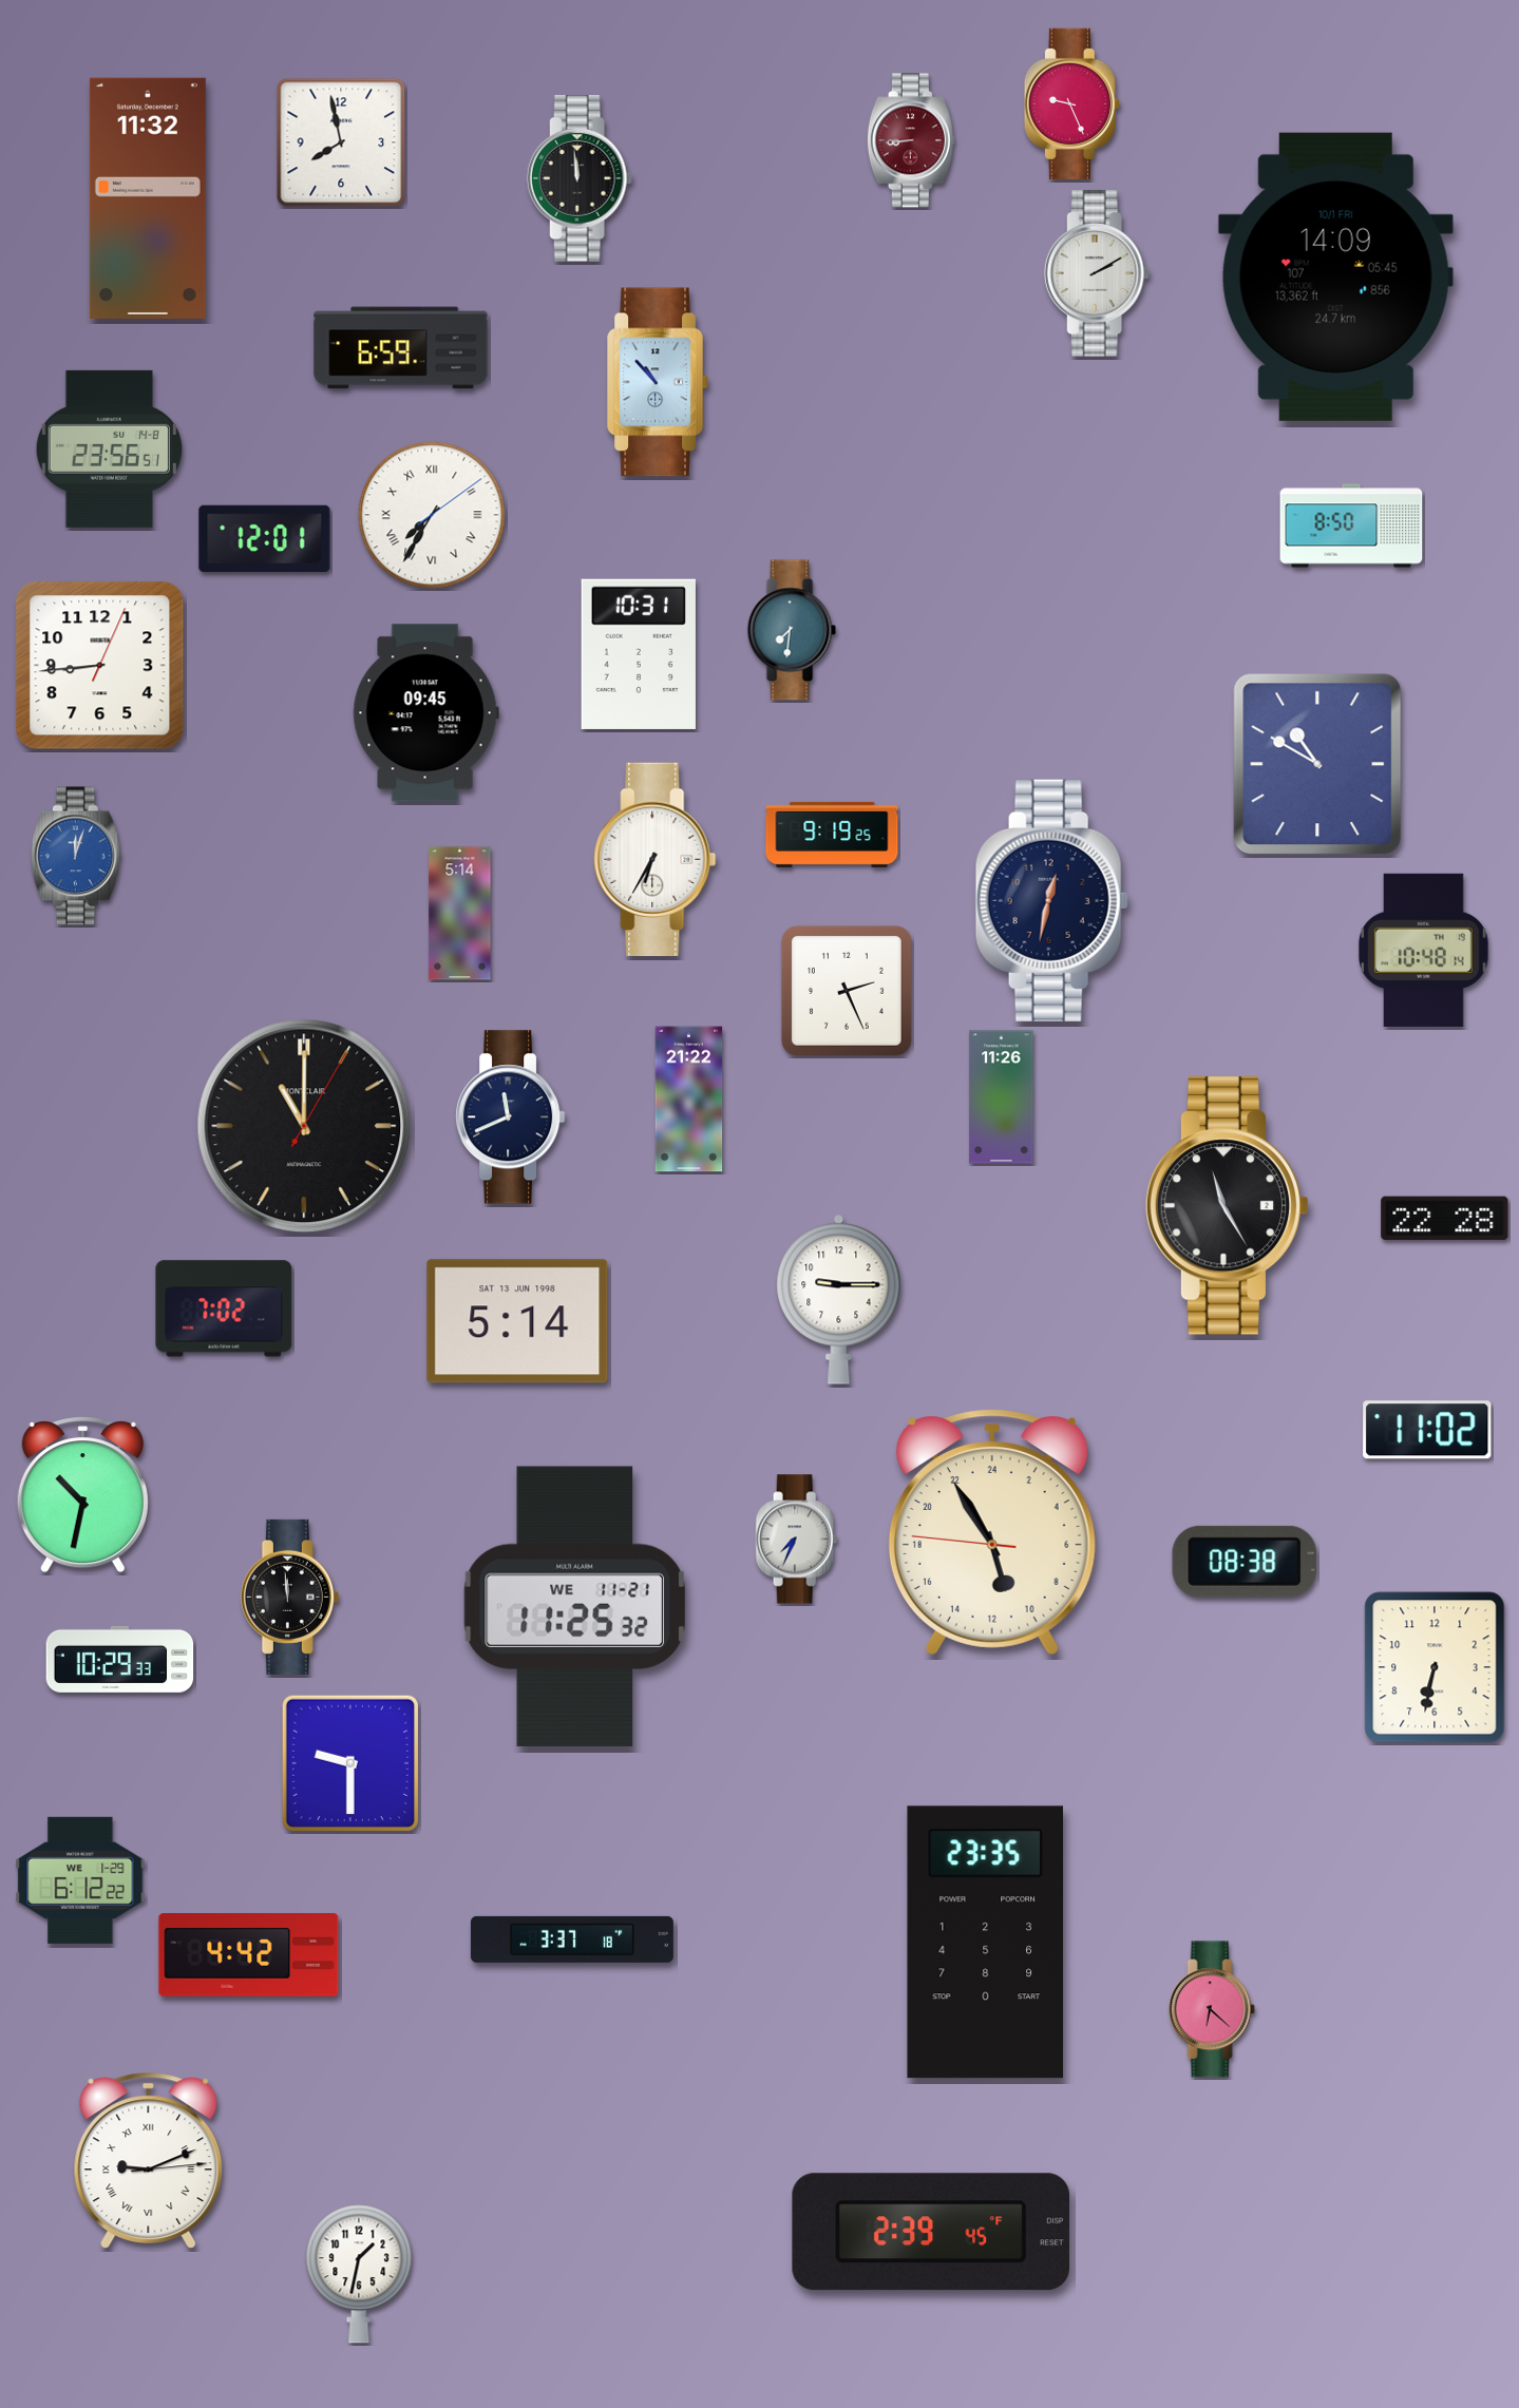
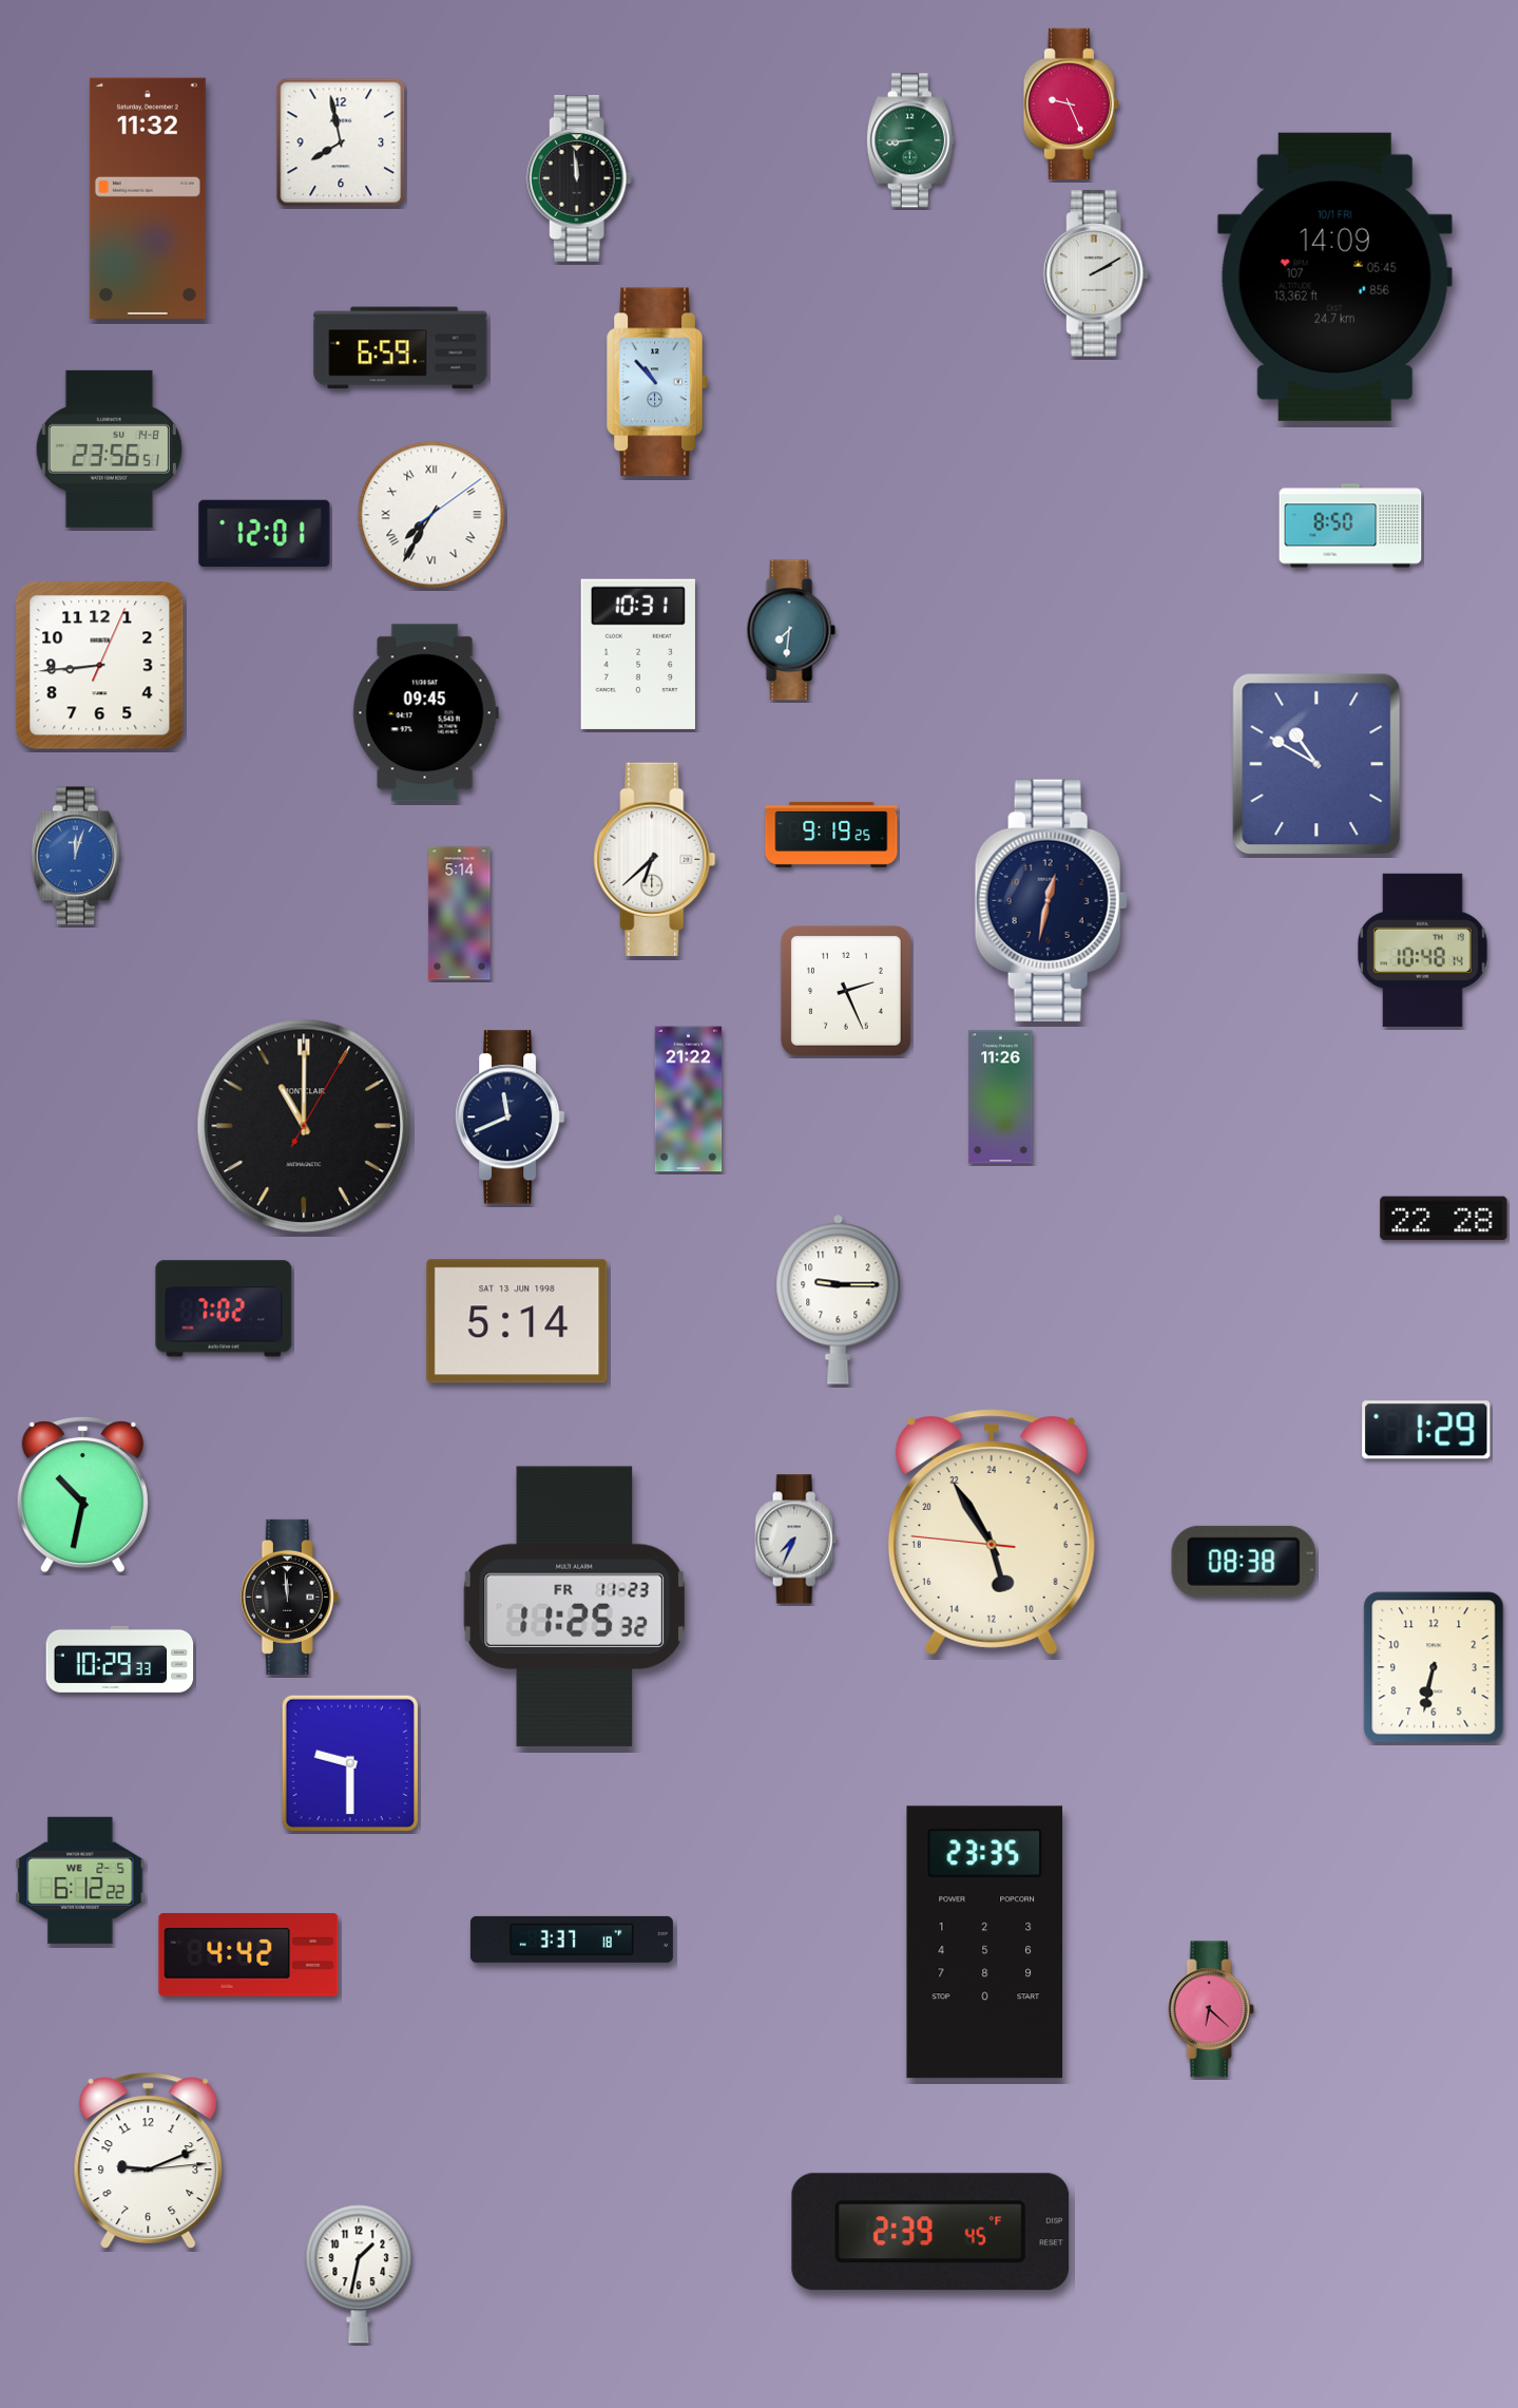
clock at (911, 140) dial: burgundy -> green
clock at (265, 538) position: (265, 538) -> (265, 533)
clock at (656, 859): 6:35 -> 6:38
clock at (1228, 1206): 11:25 -> none
clock at (1427, 1430): 11:02 -> 1:29
clock at (575, 1606) date: WE 11-21 -> FR 11-23
clock at (80, 1880) date: WE 1-29 -> WE 2-5
clock at (149, 2160) numerals: Roman -> Arabic
